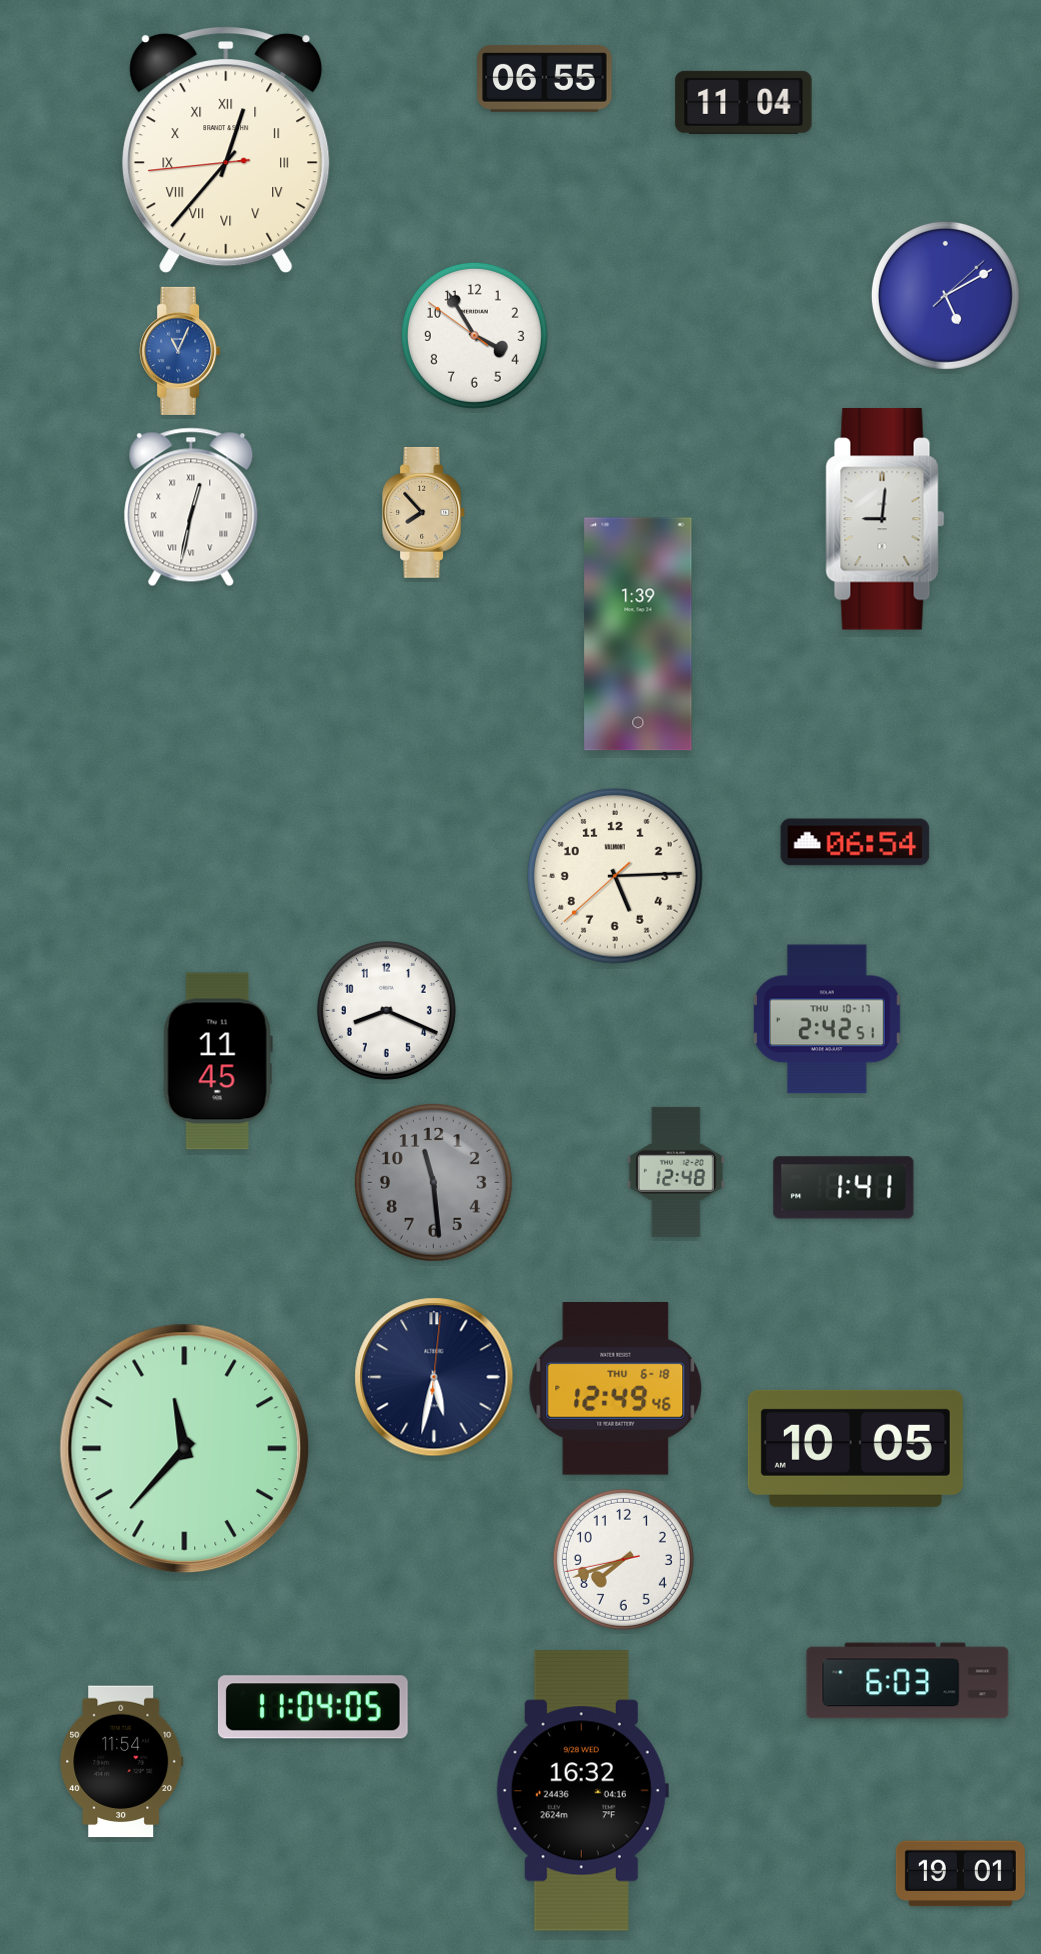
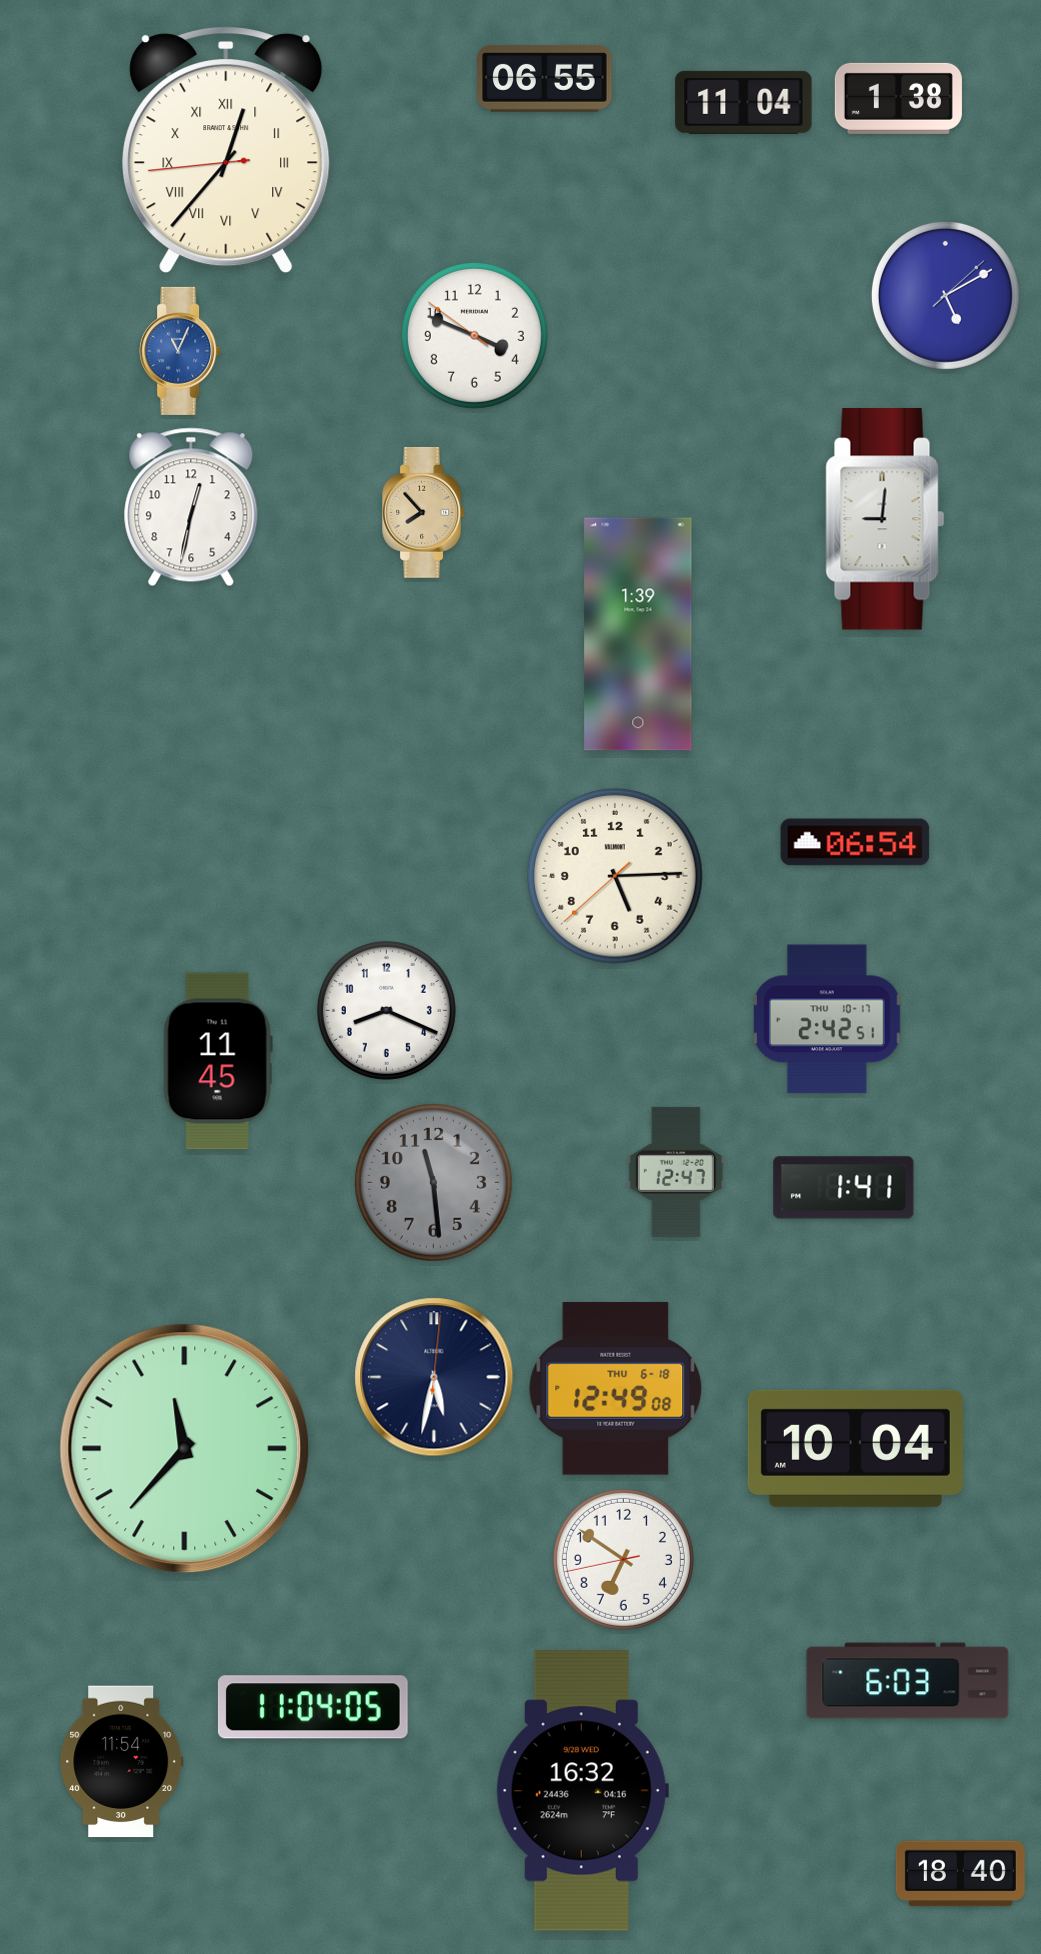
clock at (898, 98): none -> 1:38
clock at (474, 335): 3:54 -> 3:48
clock at (191, 507) numerals: Roman -> Arabic
clock at (676, 1172): 12:48 -> 12:47
clock at (616, 1389): 12:49:46 -> 12:49:08
clock at (855, 1448): 10:05 -> 10:04
clock at (623, 1559): 7:41 -> 6:50
clock at (960, 1874): 19:01 -> 18:40
